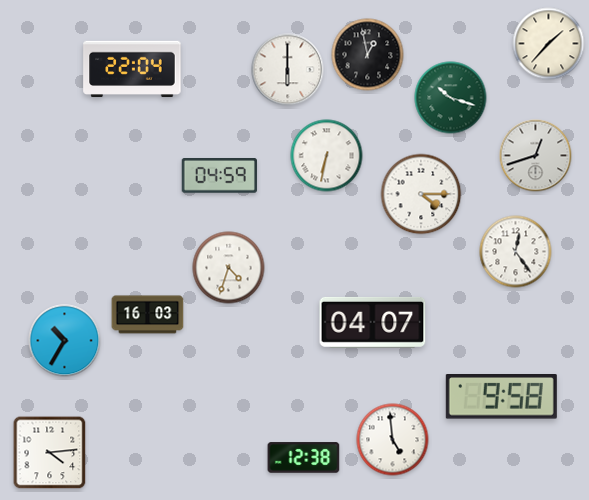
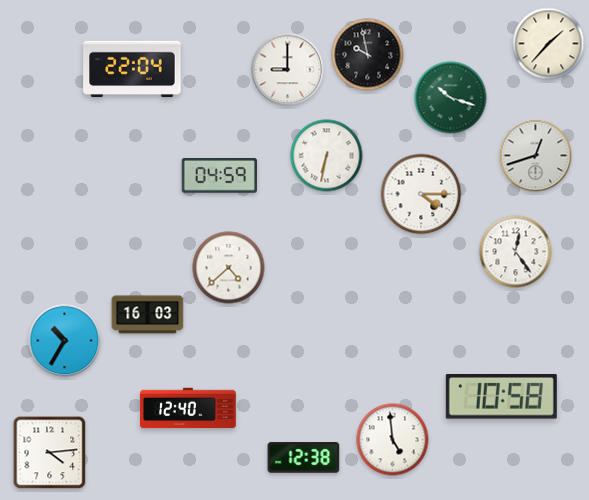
clock at (368, 55): 12:58 -> 9:58
clock at (288, 70): 6:00 -> 9:00
clock at (229, 268): 4:33 -> 4:38
clock at (373, 322): 04:07 -> none
clock at (501, 397): 9:58 -> 10:58
clock at (189, 408): none -> 12:40
